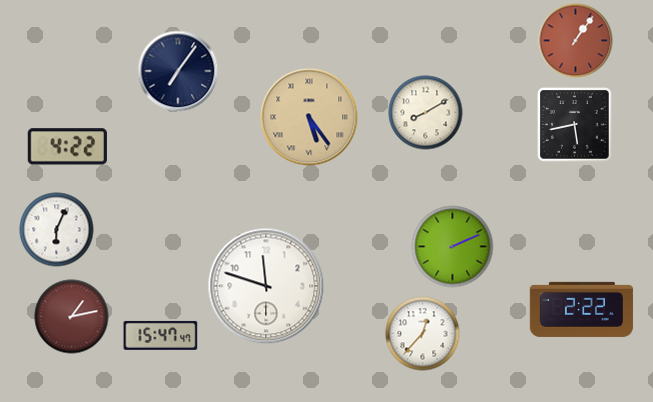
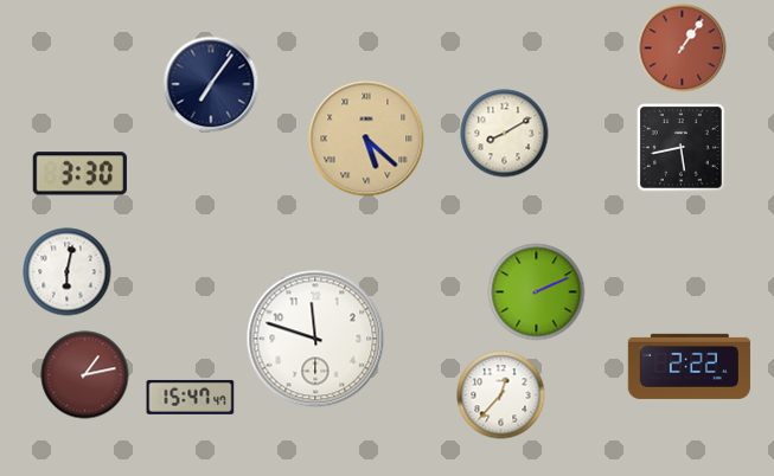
clock at (309, 117): 5:24 -> 5:22
clock at (67, 147): 4:22 -> 3:30
clock at (57, 230): 6:04 -> 6:02
